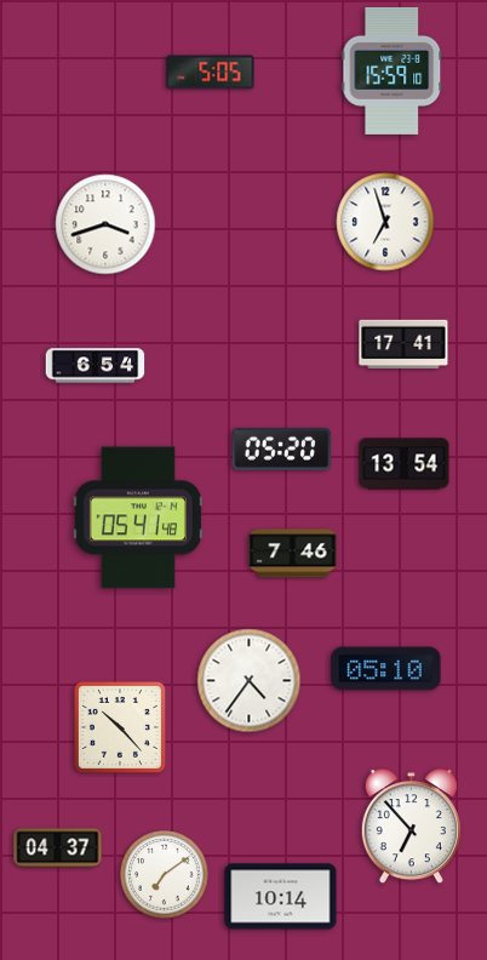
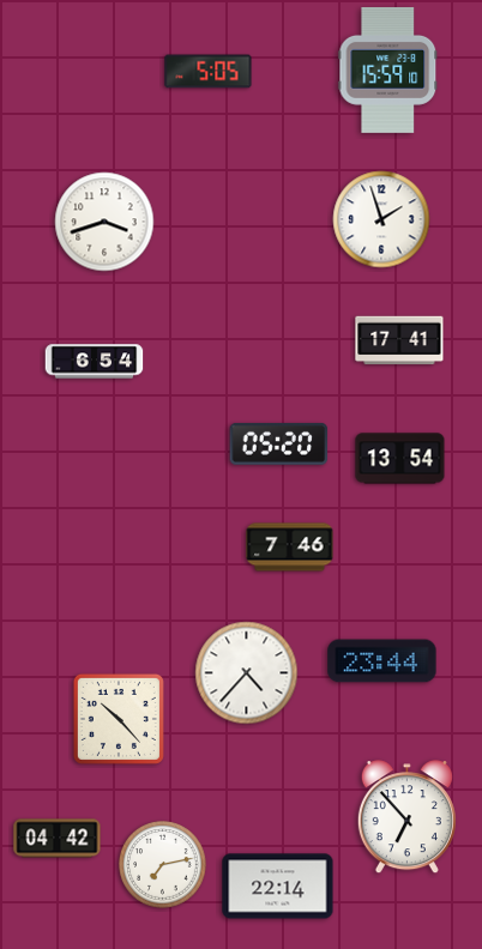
clock at (385, 222): 6:57 -> 1:57
clock at (138, 518): 05:41 -> none
clock at (386, 669): 05:10 -> 23:44
clock at (250, 681): 4:36 -> 4:37
clock at (58, 848): 04:37 -> 04:42
clock at (165, 875): 7:09 -> 7:13
clock at (281, 897): 10:14 -> 22:14
